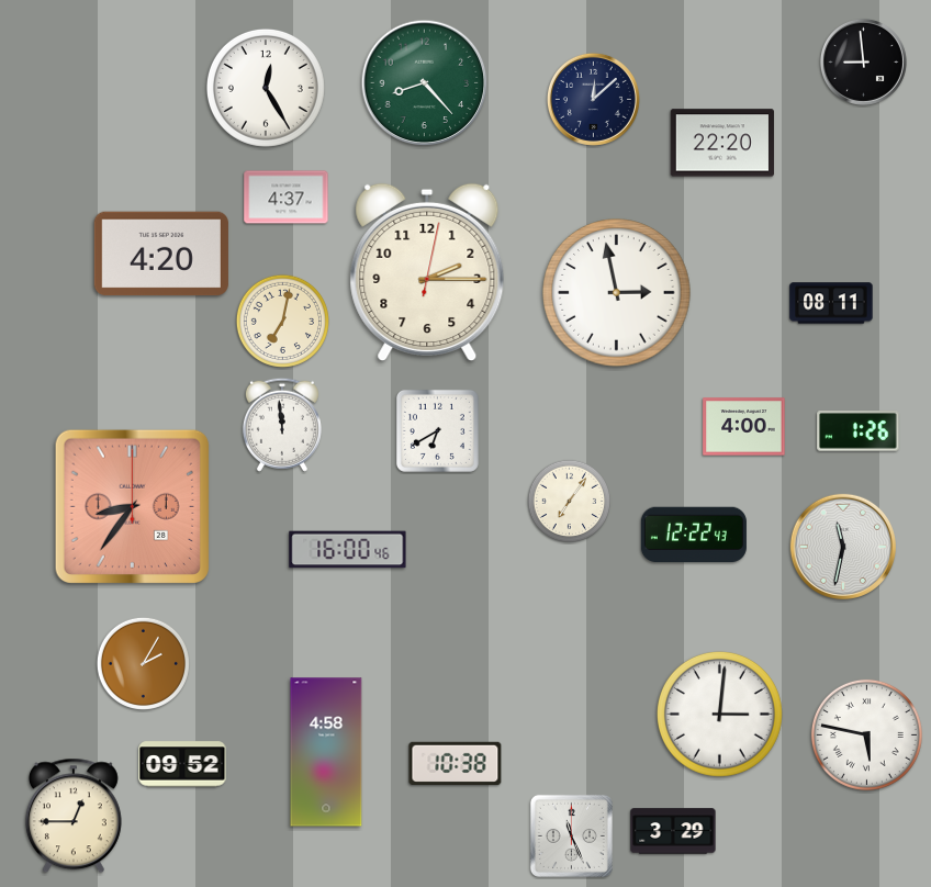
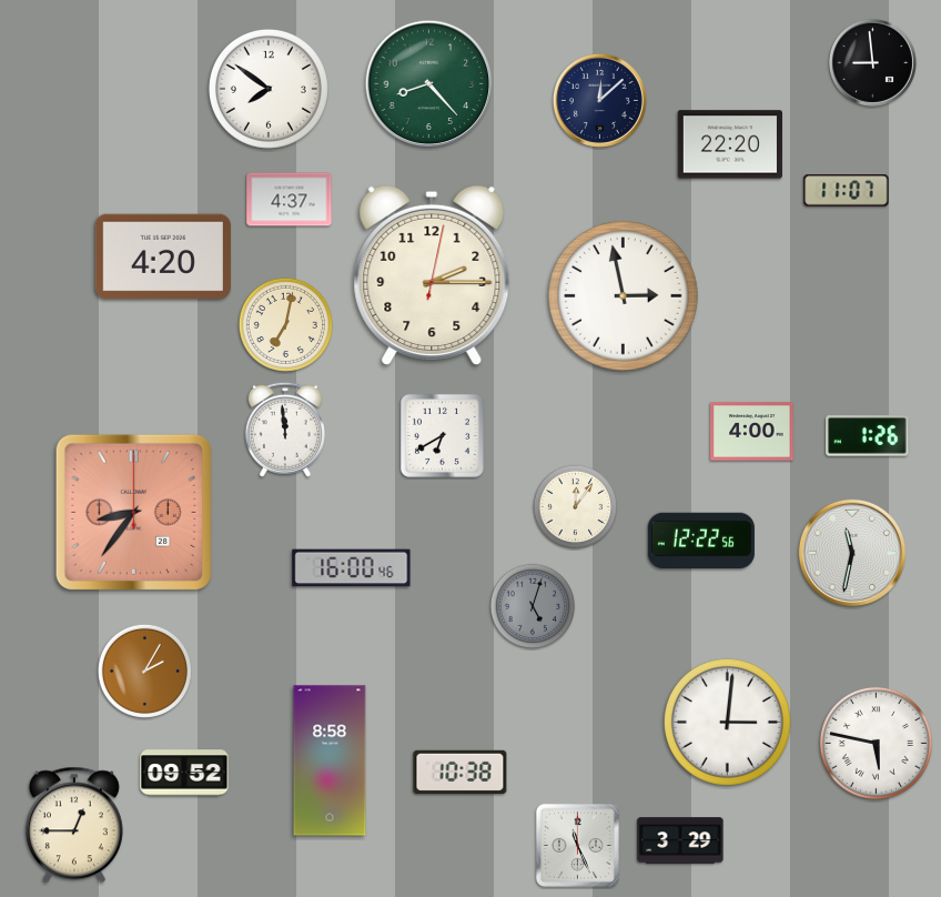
clock at (266, 88): 12:25 -> 7:51
clock at (847, 191): none -> 11:07
clock at (831, 303): 08:11 -> none
clock at (570, 502): 7:06 -> 12:06
clock at (694, 535): 12:22:43 -> 12:22:56
clock at (348, 550) position: (348, 550) -> (352, 568)
clock at (533, 606): none -> 5:03
clock at (326, 752): 4:58 -> 8:58
